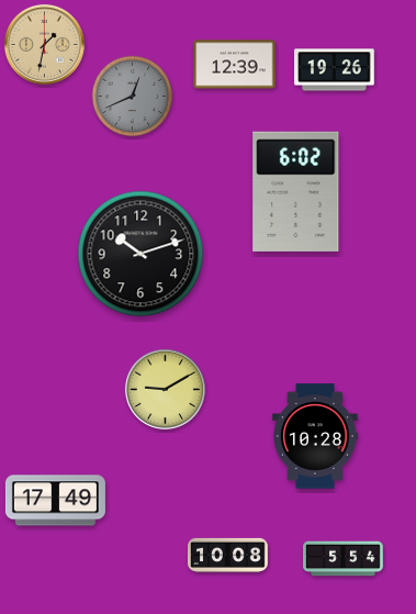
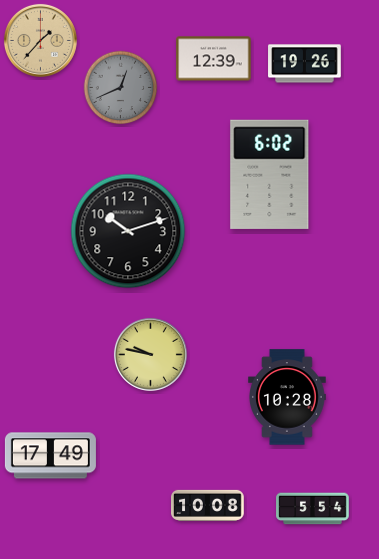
clock at (44, 44): 1:32 -> 1:37
clock at (165, 389): 9:10 -> 9:47
